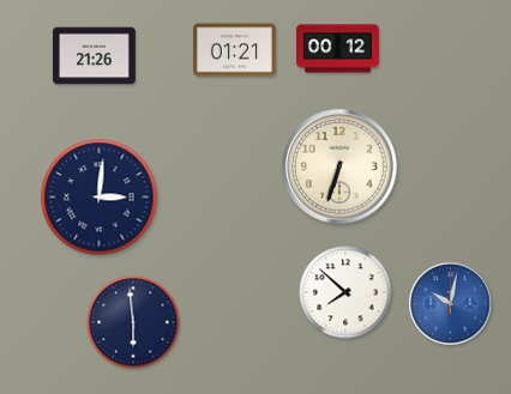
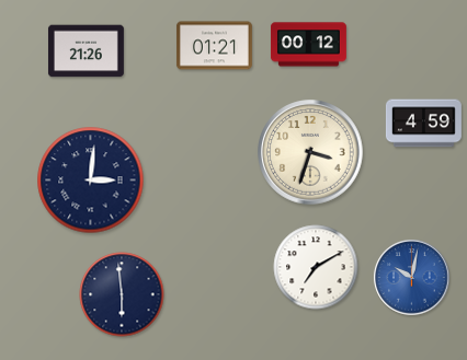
clock at (423, 124): none -> 4:59
clock at (339, 166): 6:33 -> 3:33
clock at (345, 292): 7:52 -> 7:10
